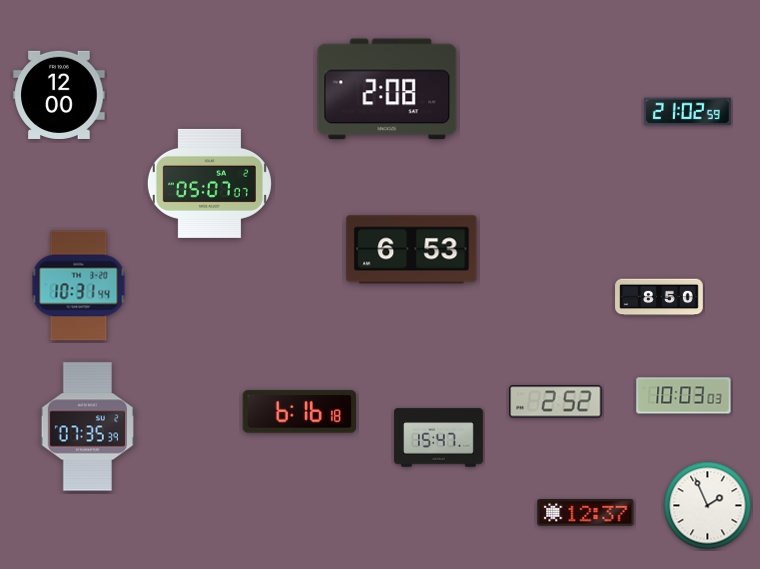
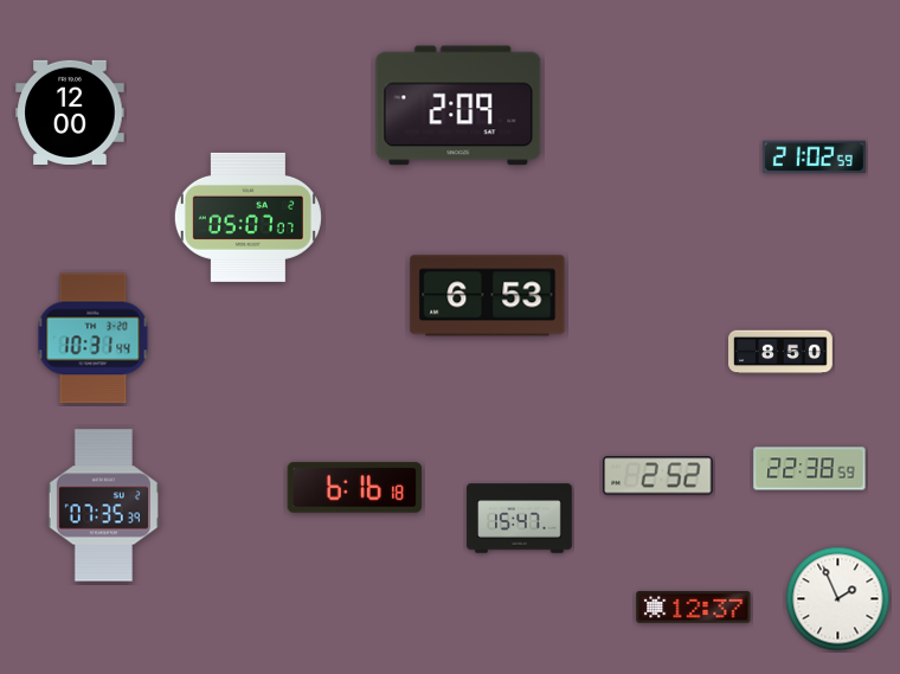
clock at (387, 89): 2:08 -> 2:09
clock at (687, 112) position: (687, 112) -> (814, 158)
clock at (684, 396): 10:03 -> 22:38
